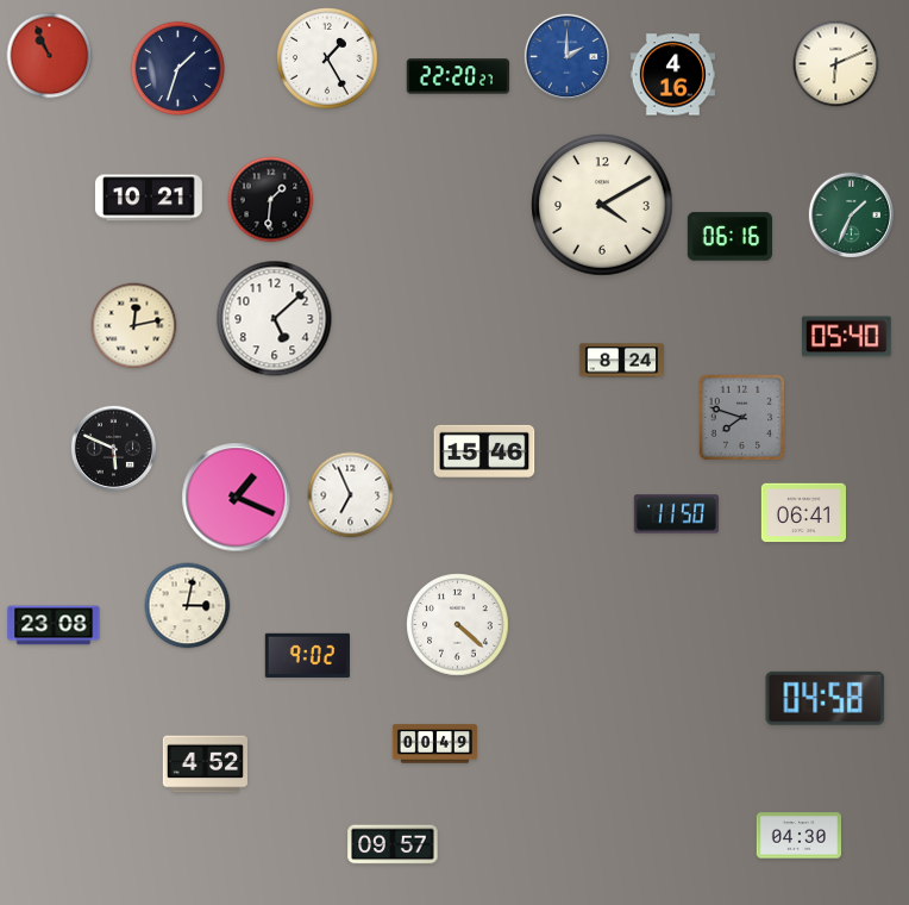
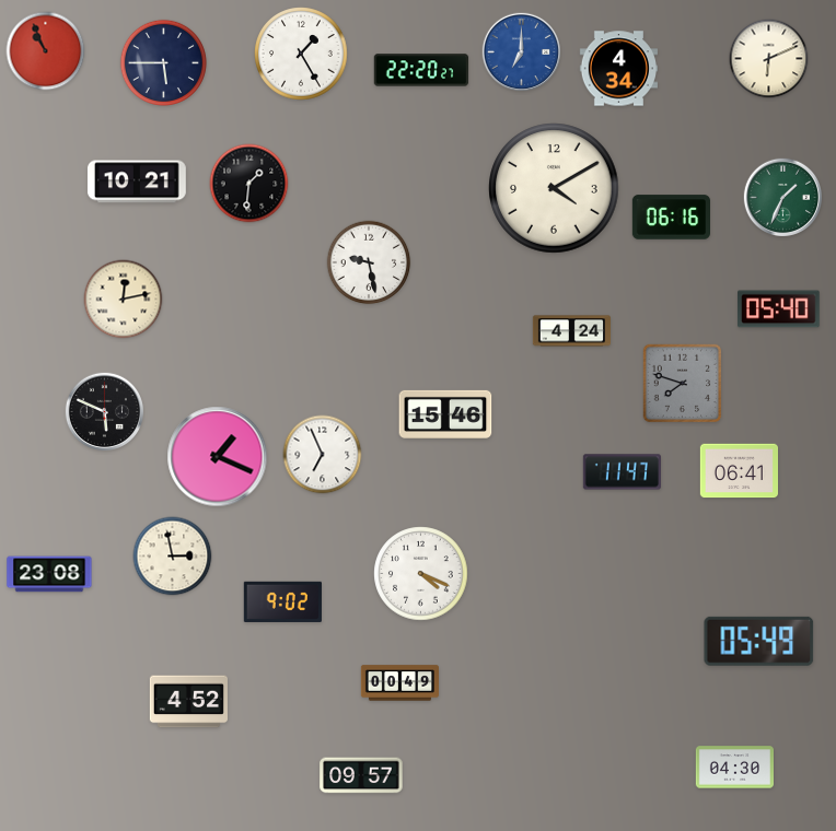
clock at (566, 56): 2:00 -> 7:00
clock at (177, 68): 1:33 -> 5:45
clock at (672, 75): 4:16 -> 4:34
clock at (369, 262): none -> 9:28
clock at (275, 319): 5:08 -> none
clock at (622, 361): 8:24 -> 4:24
clock at (676, 514): 11:50 -> 11:47
clock at (188, 606): 3:02 -> 2:58
clock at (458, 625): 4:22 -> 4:19
clock at (826, 698): 04:58 -> 05:49
